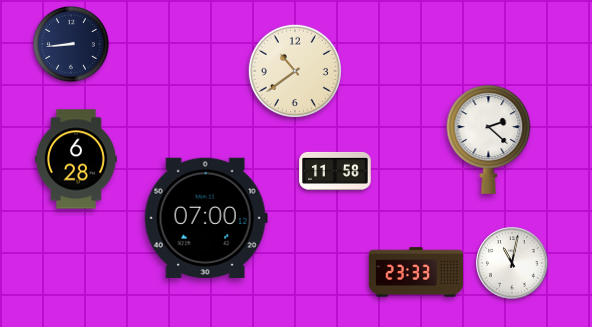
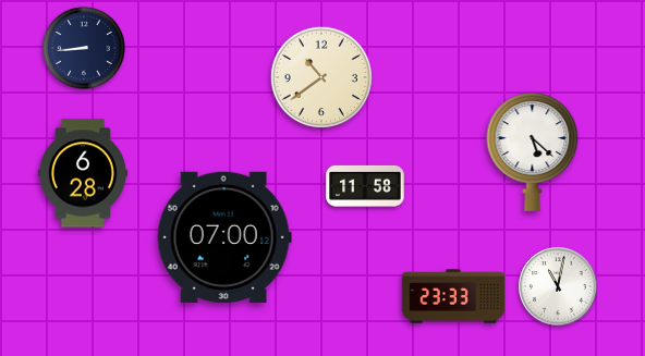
clock at (72, 45) position: (72, 45) -> (85, 49)
clock at (489, 139): 2:22 -> 5:22
